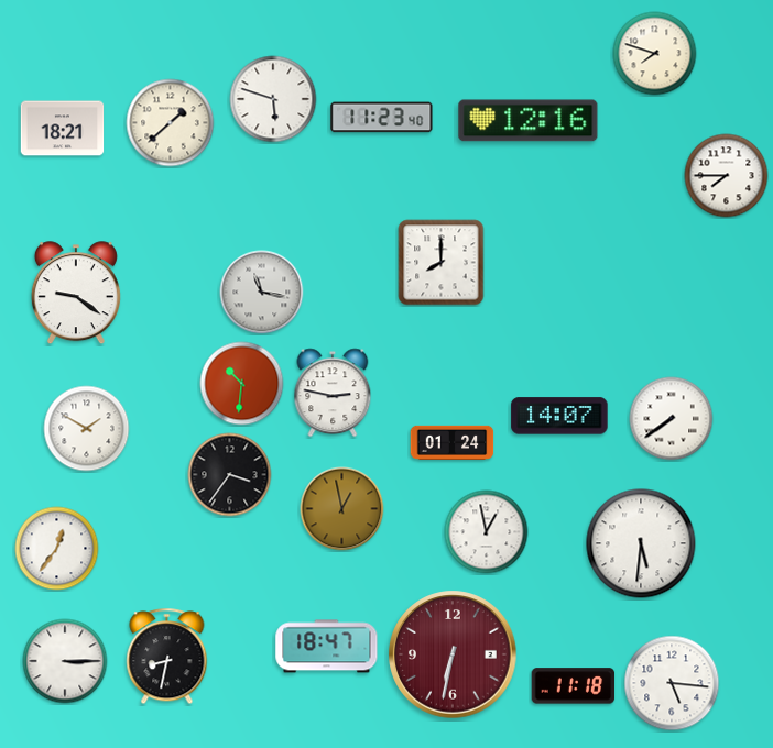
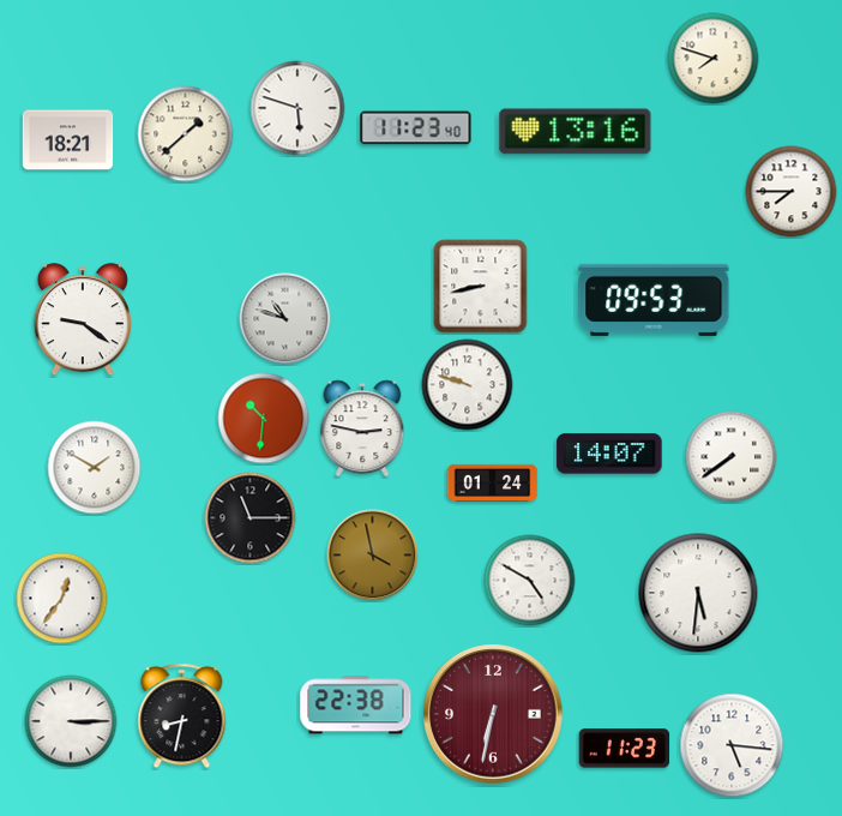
clock at (529, 121): 12:16 -> 13:16
clock at (442, 263): 8:00 -> 8:43
clock at (654, 300): none -> 09:53
clock at (262, 293): 11:17 -> 10:48
clock at (468, 385): none -> 9:48
clock at (230, 475): 3:36 -> 11:15
clock at (342, 509): 12:58 -> 3:58
clock at (487, 532): 12:58 -> 4:50
clock at (327, 647): 18:47 -> 22:38
clock at (574, 686): 11:18 -> 11:23
